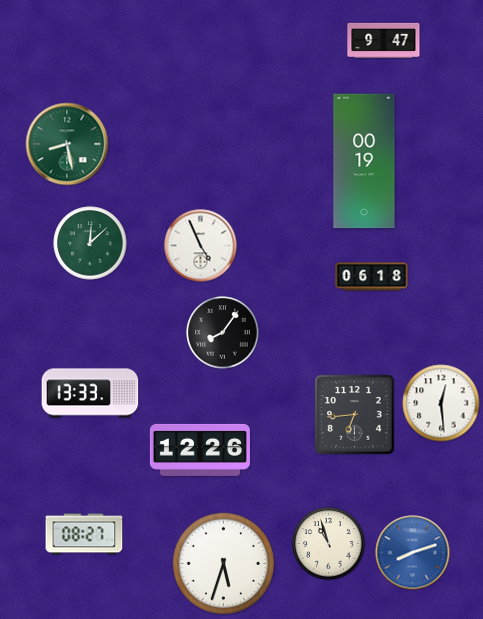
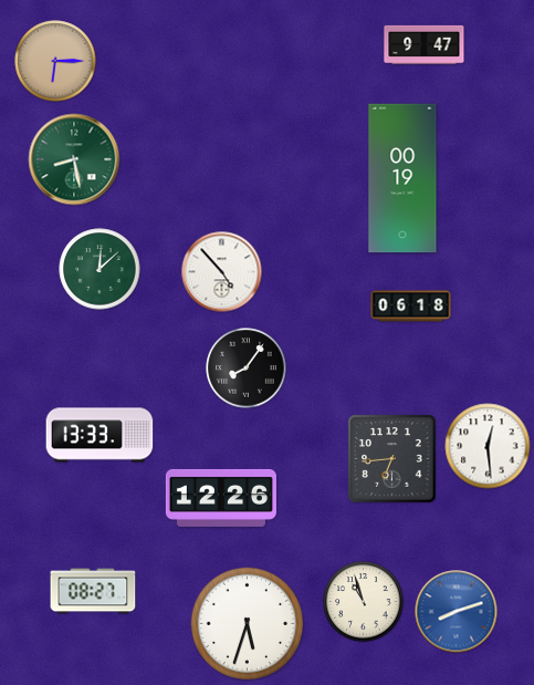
clock at (55, 61): none -> 6:15
clock at (201, 246): 4:56 -> 4:53
